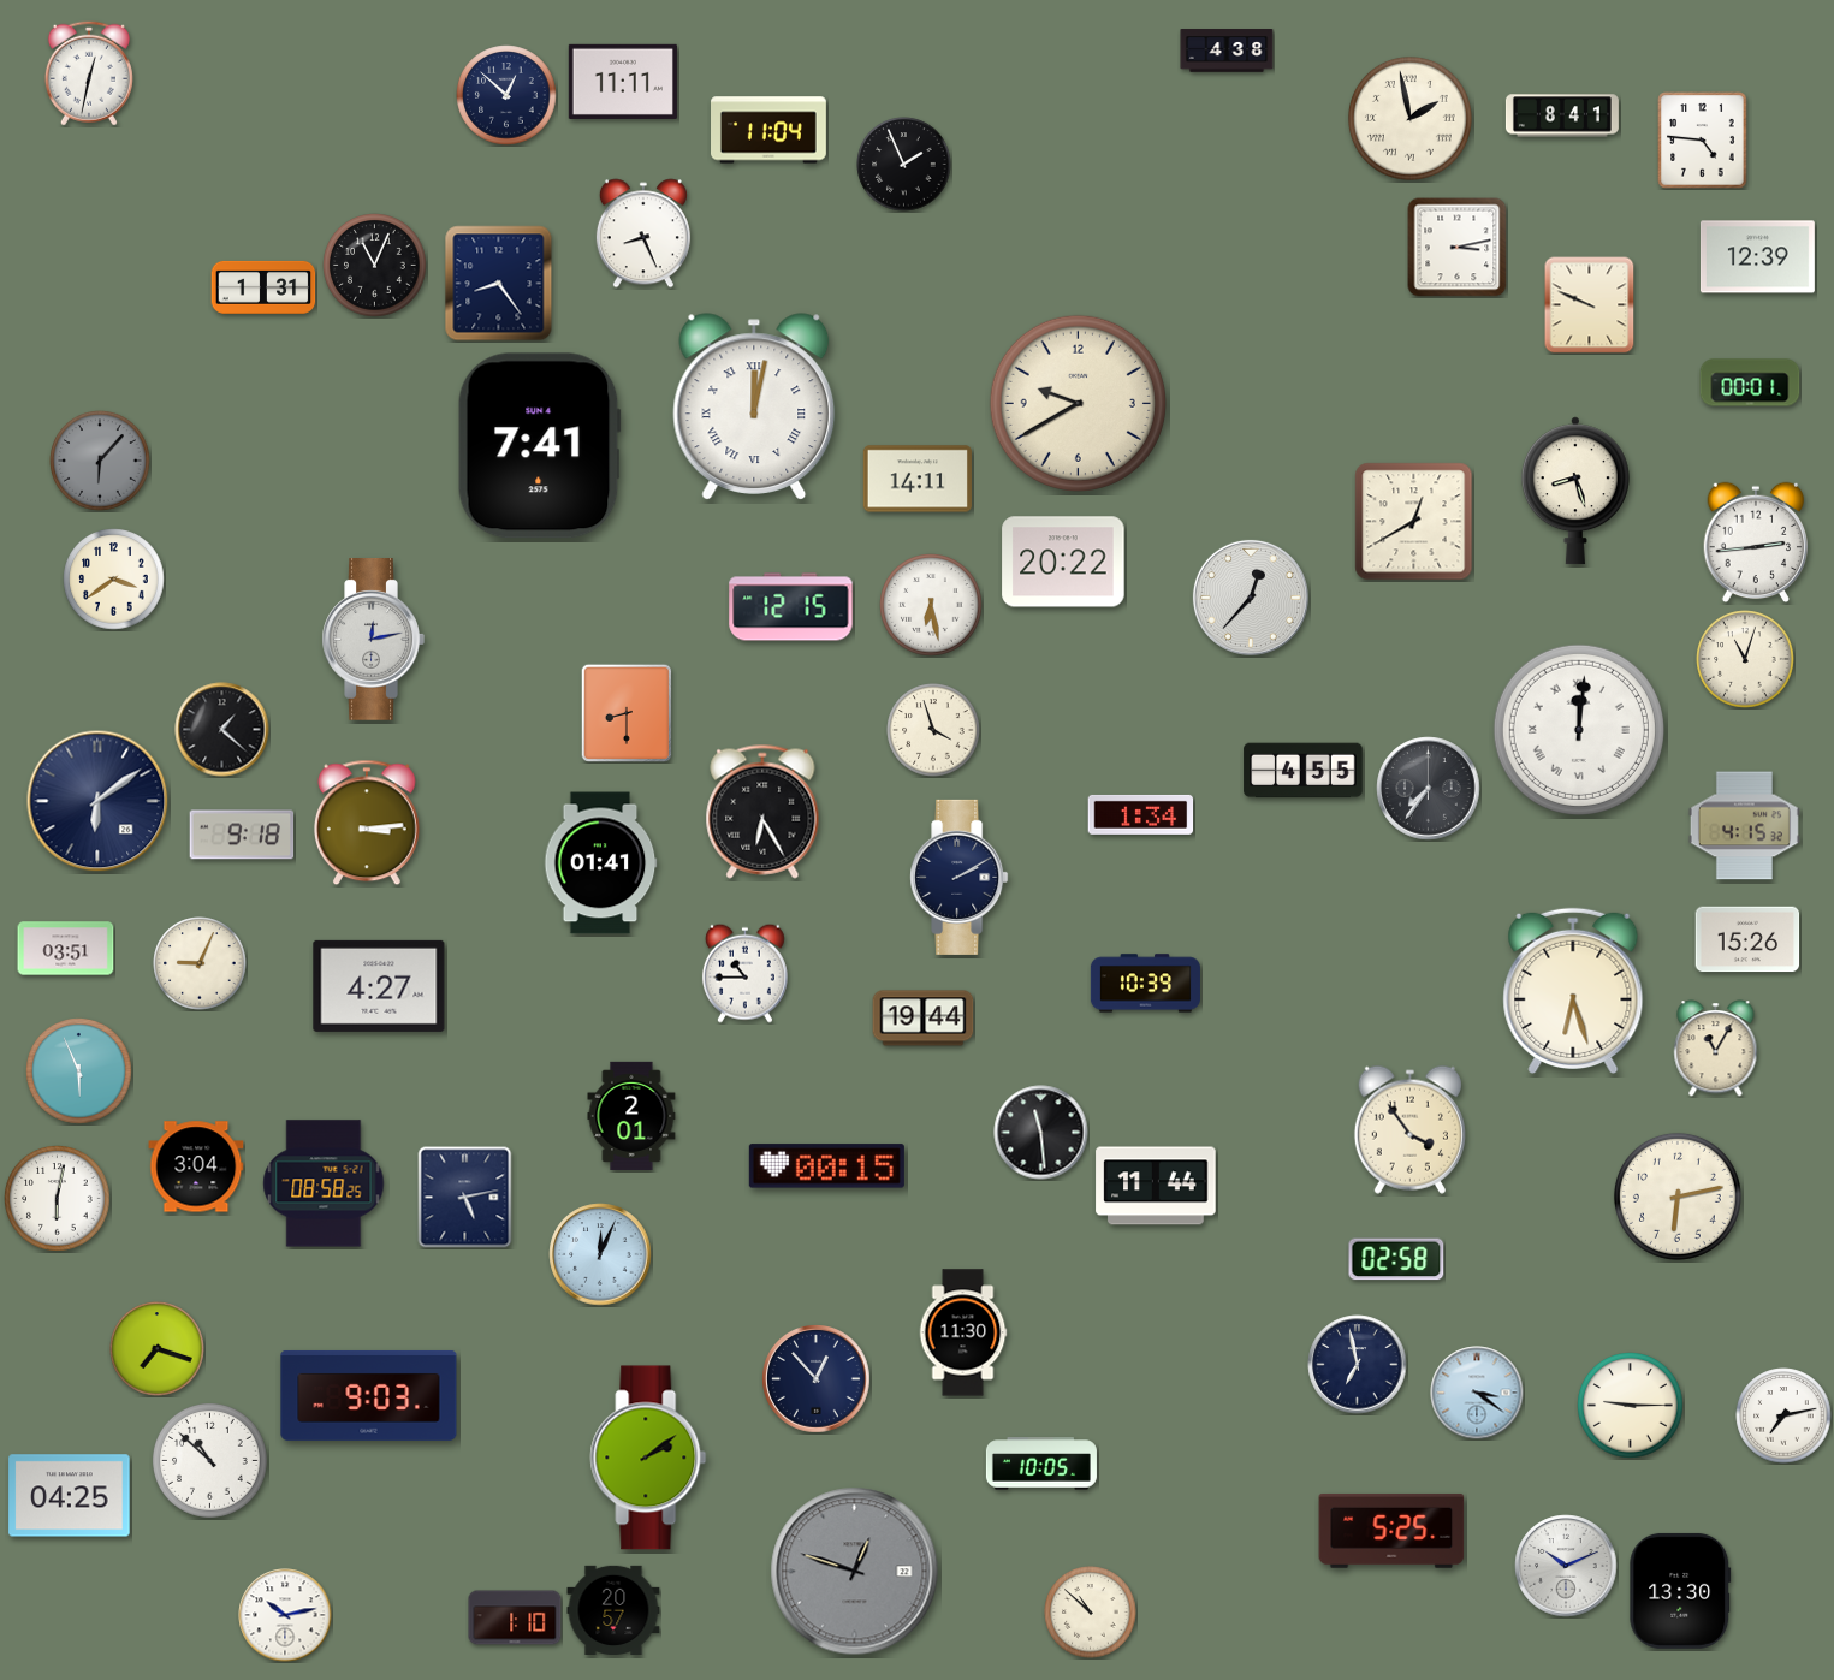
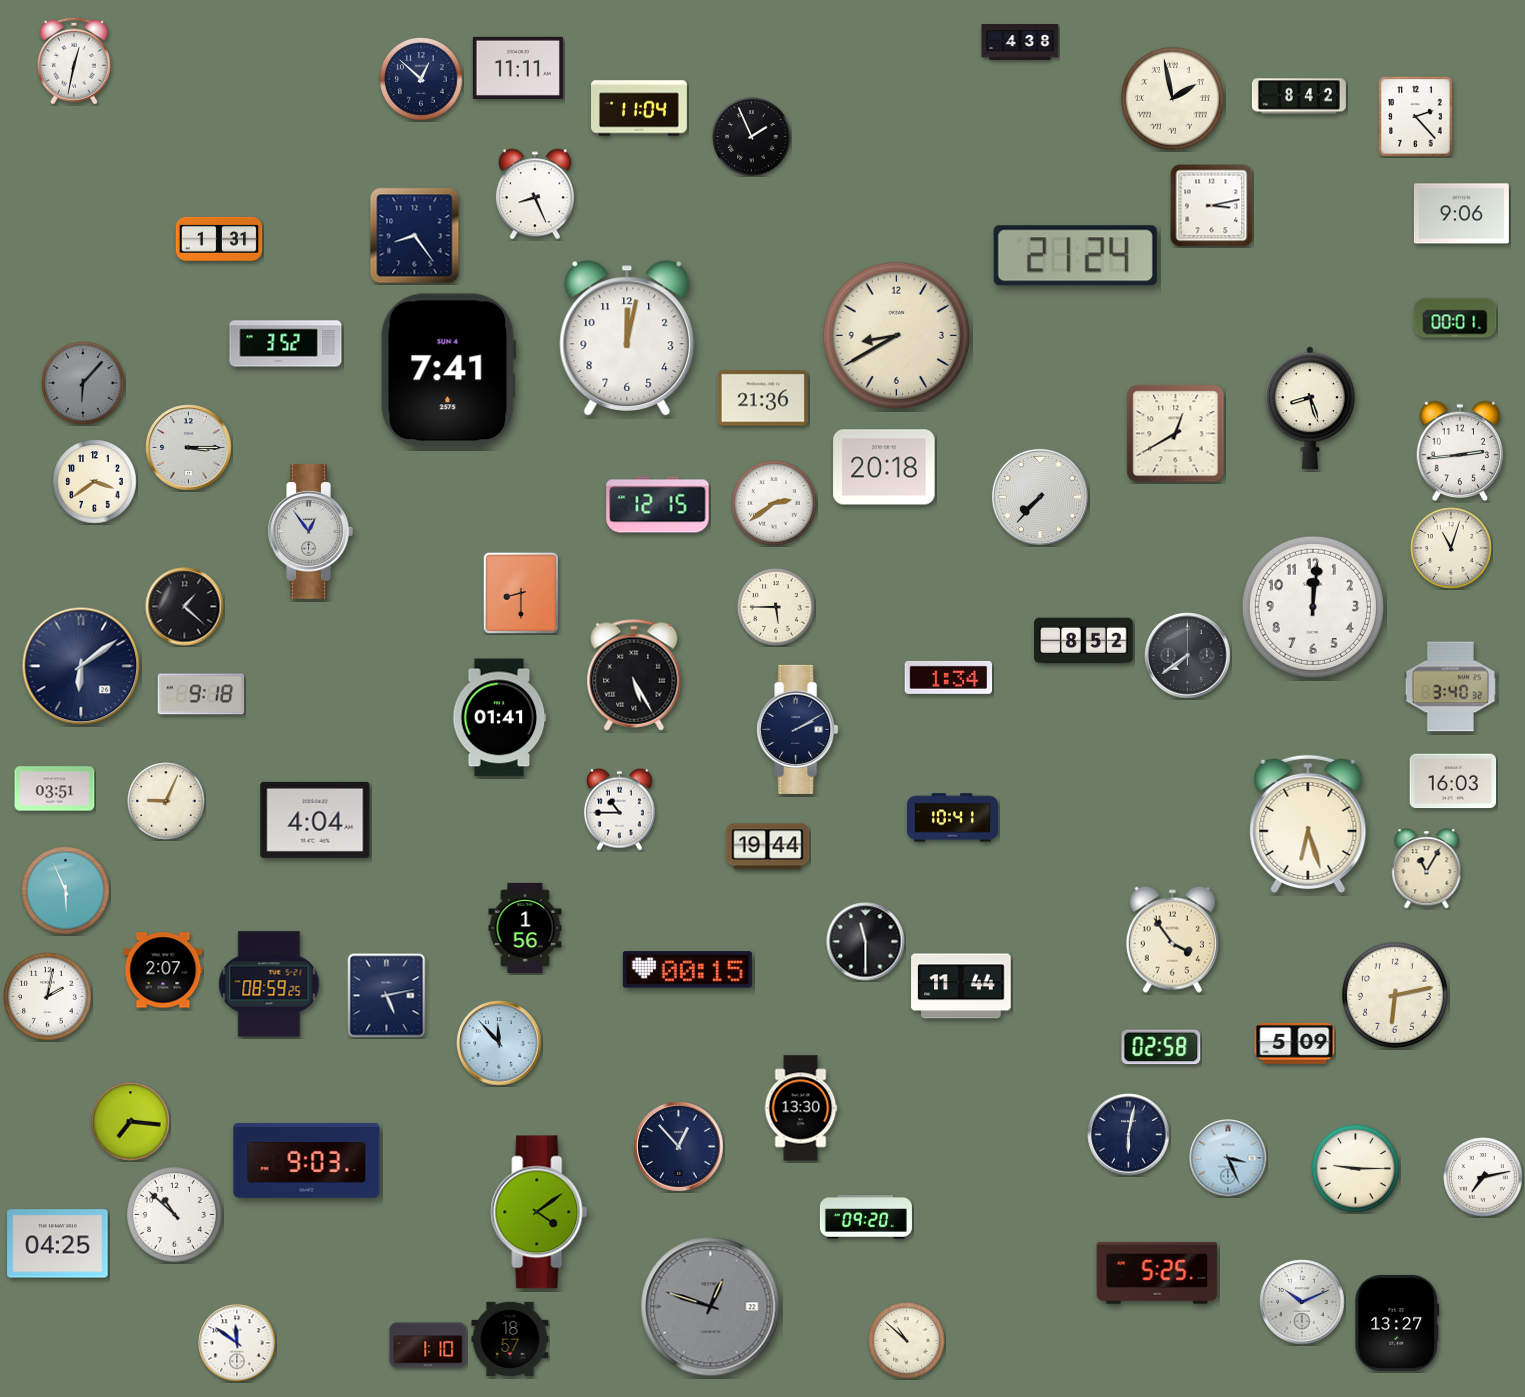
clock at (1562, 115): 8:41 -> 8:42
clock at (1703, 141): 4:46 -> 2:23
clock at (1757, 257): 12:39 -> 9:06
clock at (375, 266): 11:04 -> none
clock at (1590, 304): 9:49 -> none
clock at (1075, 256): none -> 21:24
clock at (1078, 403): 9:40 -> 8:40
clock at (754, 406) numerals: Roman -> Arabic
clock at (286, 344): none -> 3:52
clock at (918, 479): 14:11 -> 21:36
clock at (189, 448): none -> 3:15
clock at (1063, 562): 20:22 -> 20:18
clock at (1251, 598): 12:37 -> 7:37
clock at (931, 605): 6:28 -> 2:39
clock at (373, 640): 12:13 -> 12:54
clock at (933, 730): 3:57 -> 5:45
clock at (1579, 730) numerals: Roman -> Arabic
clock at (1304, 771): 4:55 -> 8:52
clock at (1429, 789): 7:36 -> 7:39
clock at (762, 812): 6:25 -> 5:25
clock at (367, 823): 3:14 -> none
clock at (1744, 826): 4:15 -> 3:40
clock at (1747, 939): 15:26 -> 16:03
clock at (1145, 984): 10:39 -> 10:41
clock at (379, 986): 4:27 -> 4:04
clock at (1716, 1049) position: (1716, 1049) -> (1427, 869)
clock at (631, 1115): 2:01 -> 1:56
clock at (1041, 1133): 11:29 -> 11:30
clock at (196, 1166): 3:04 -> 2:07
clock at (324, 1183): 08:58 -> 08:59
clock at (58, 1199): 6:02 -> 2:02
clock at (600, 1254): 12:04 -> 11:53
clock at (1295, 1043): none -> 5:09
clock at (963, 1332): 11:30 -> 13:30
clock at (158, 1349): 7:18 -> 7:16
clock at (1358, 1365): 6:58 -> 6:02
clock at (1477, 1393): 3:21 -> 3:26
clock at (648, 1458): 2:09 -> 4:09
clock at (1041, 1464): 10:05 -> 09:20
clock at (1680, 1591): 13:30 -> 13:27
clock at (613, 1609): 20:57 -> 18:57
clock at (285, 1615): 10:13 -> 11:51
